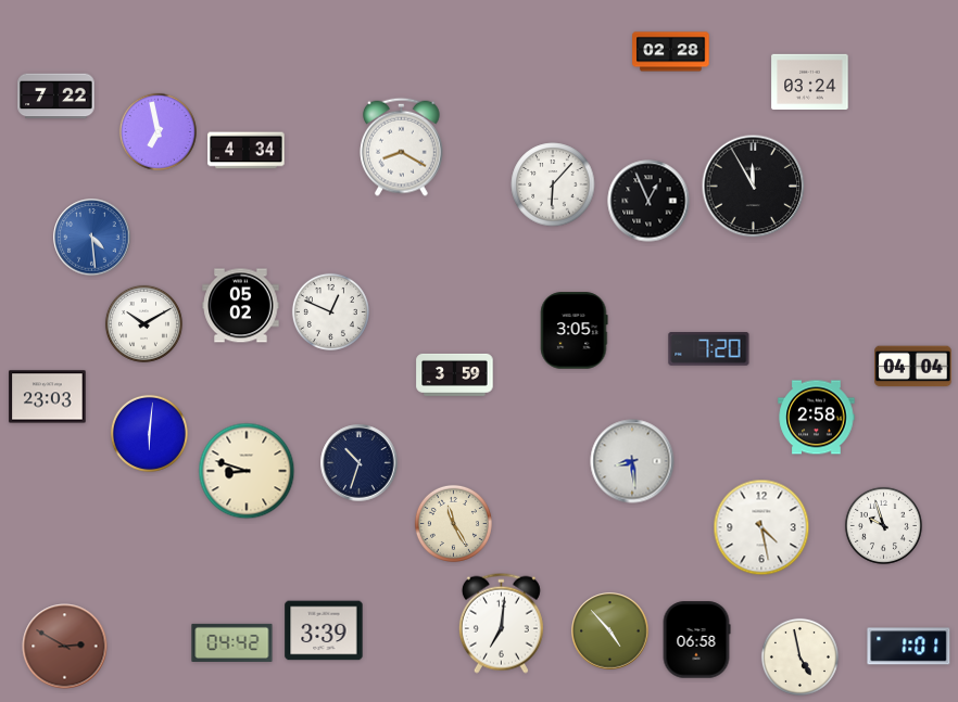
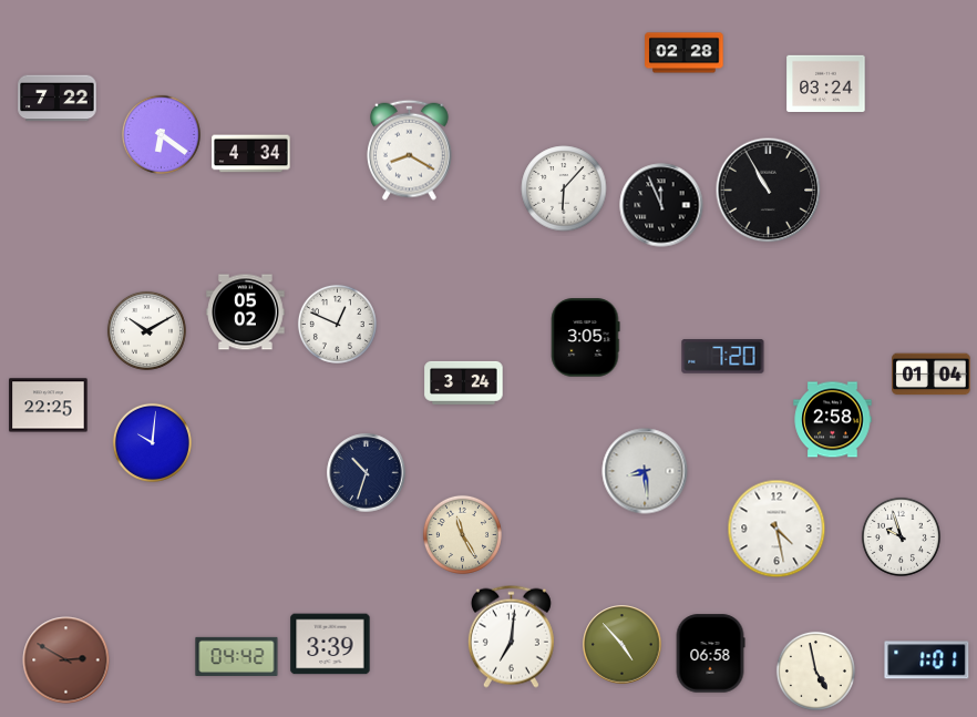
clock at (157, 131): 6:58 -> 6:21
clock at (754, 187): 11:55 -> 10:55
clock at (648, 201): 12:56 -> 11:56
clock at (92, 238): 4:29 -> none
clock at (330, 311) position: (330, 311) -> (337, 324)
clock at (913, 367): 04:04 -> 01:04
clock at (455, 374): 3:59 -> 3:24
clock at (48, 397): 23:03 -> 22:25
clock at (817, 418) position: (817, 418) -> (833, 420)
clock at (149, 433): 6:01 -> 10:01
clock at (247, 471): 8:48 -> none
clock at (761, 527) position: (761, 527) -> (777, 529)
